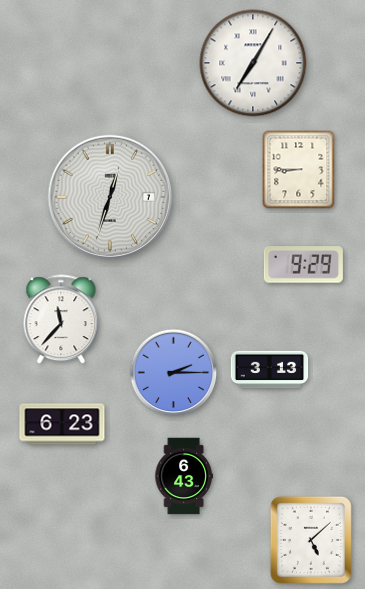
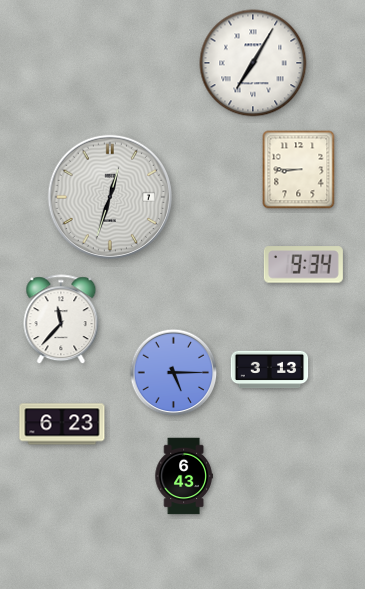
clock at (303, 265): 9:29 -> 9:34
clock at (174, 373): 2:15 -> 5:15
clock at (311, 540): 5:08 -> none
